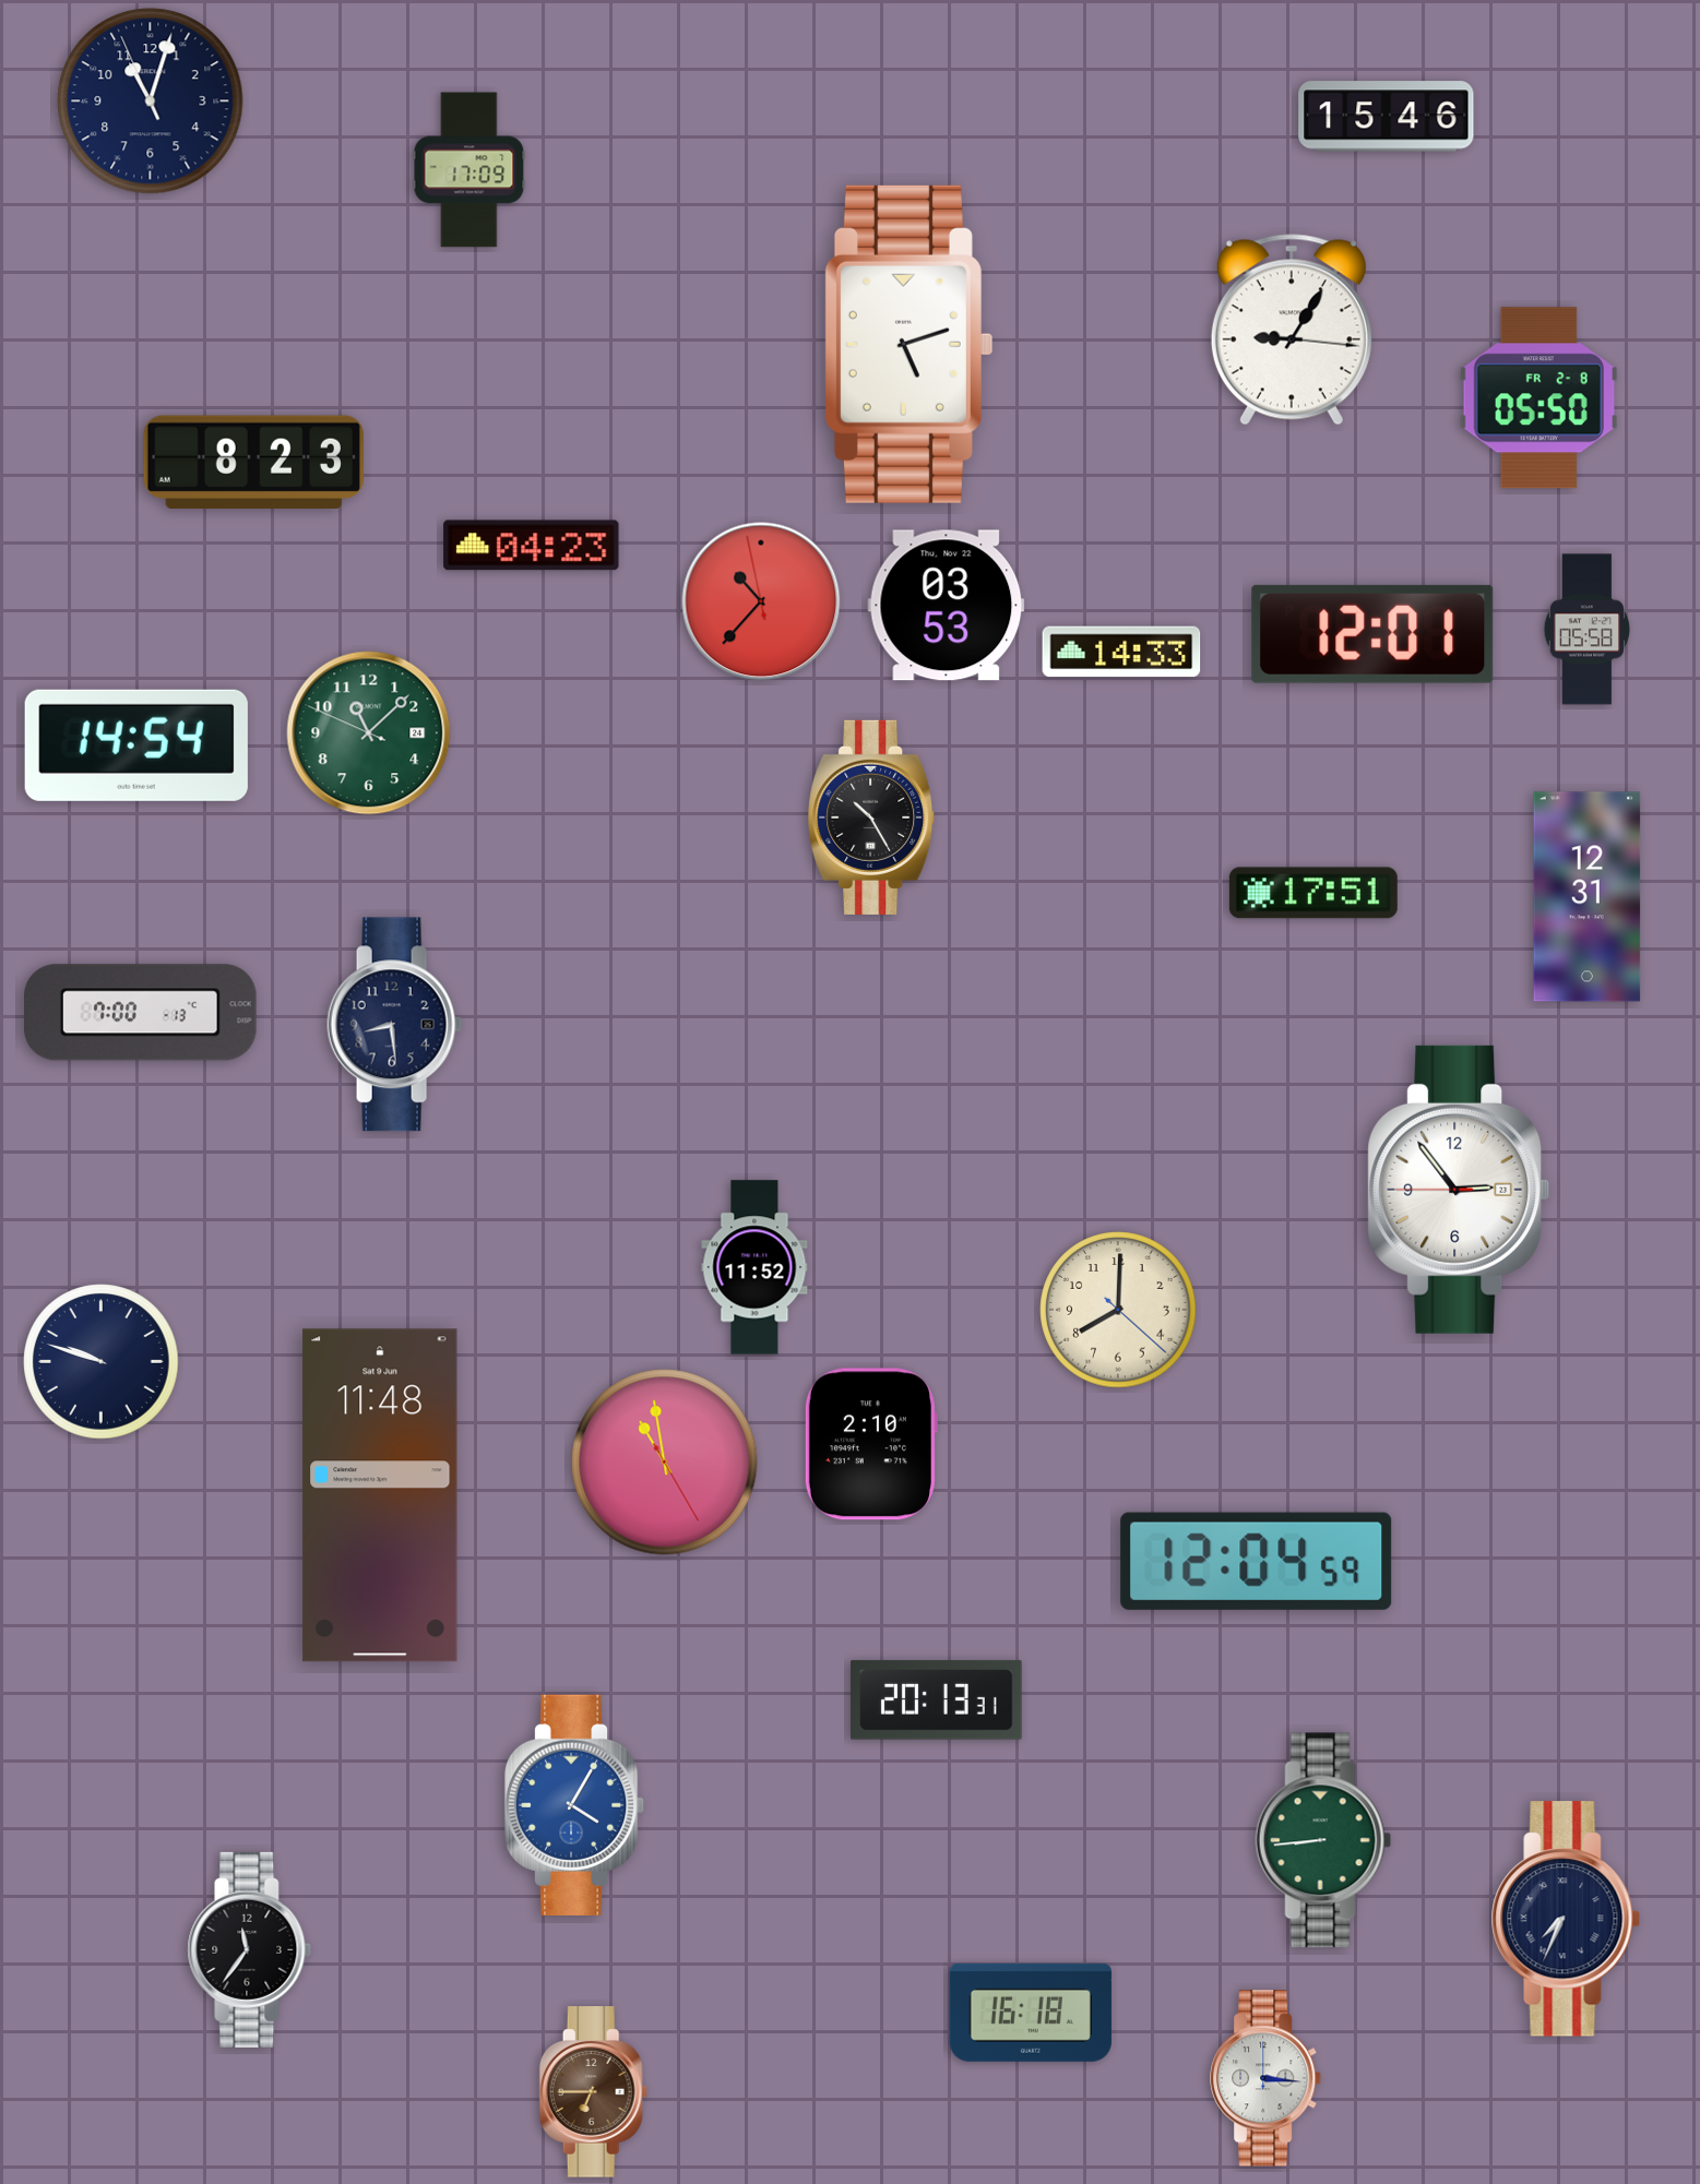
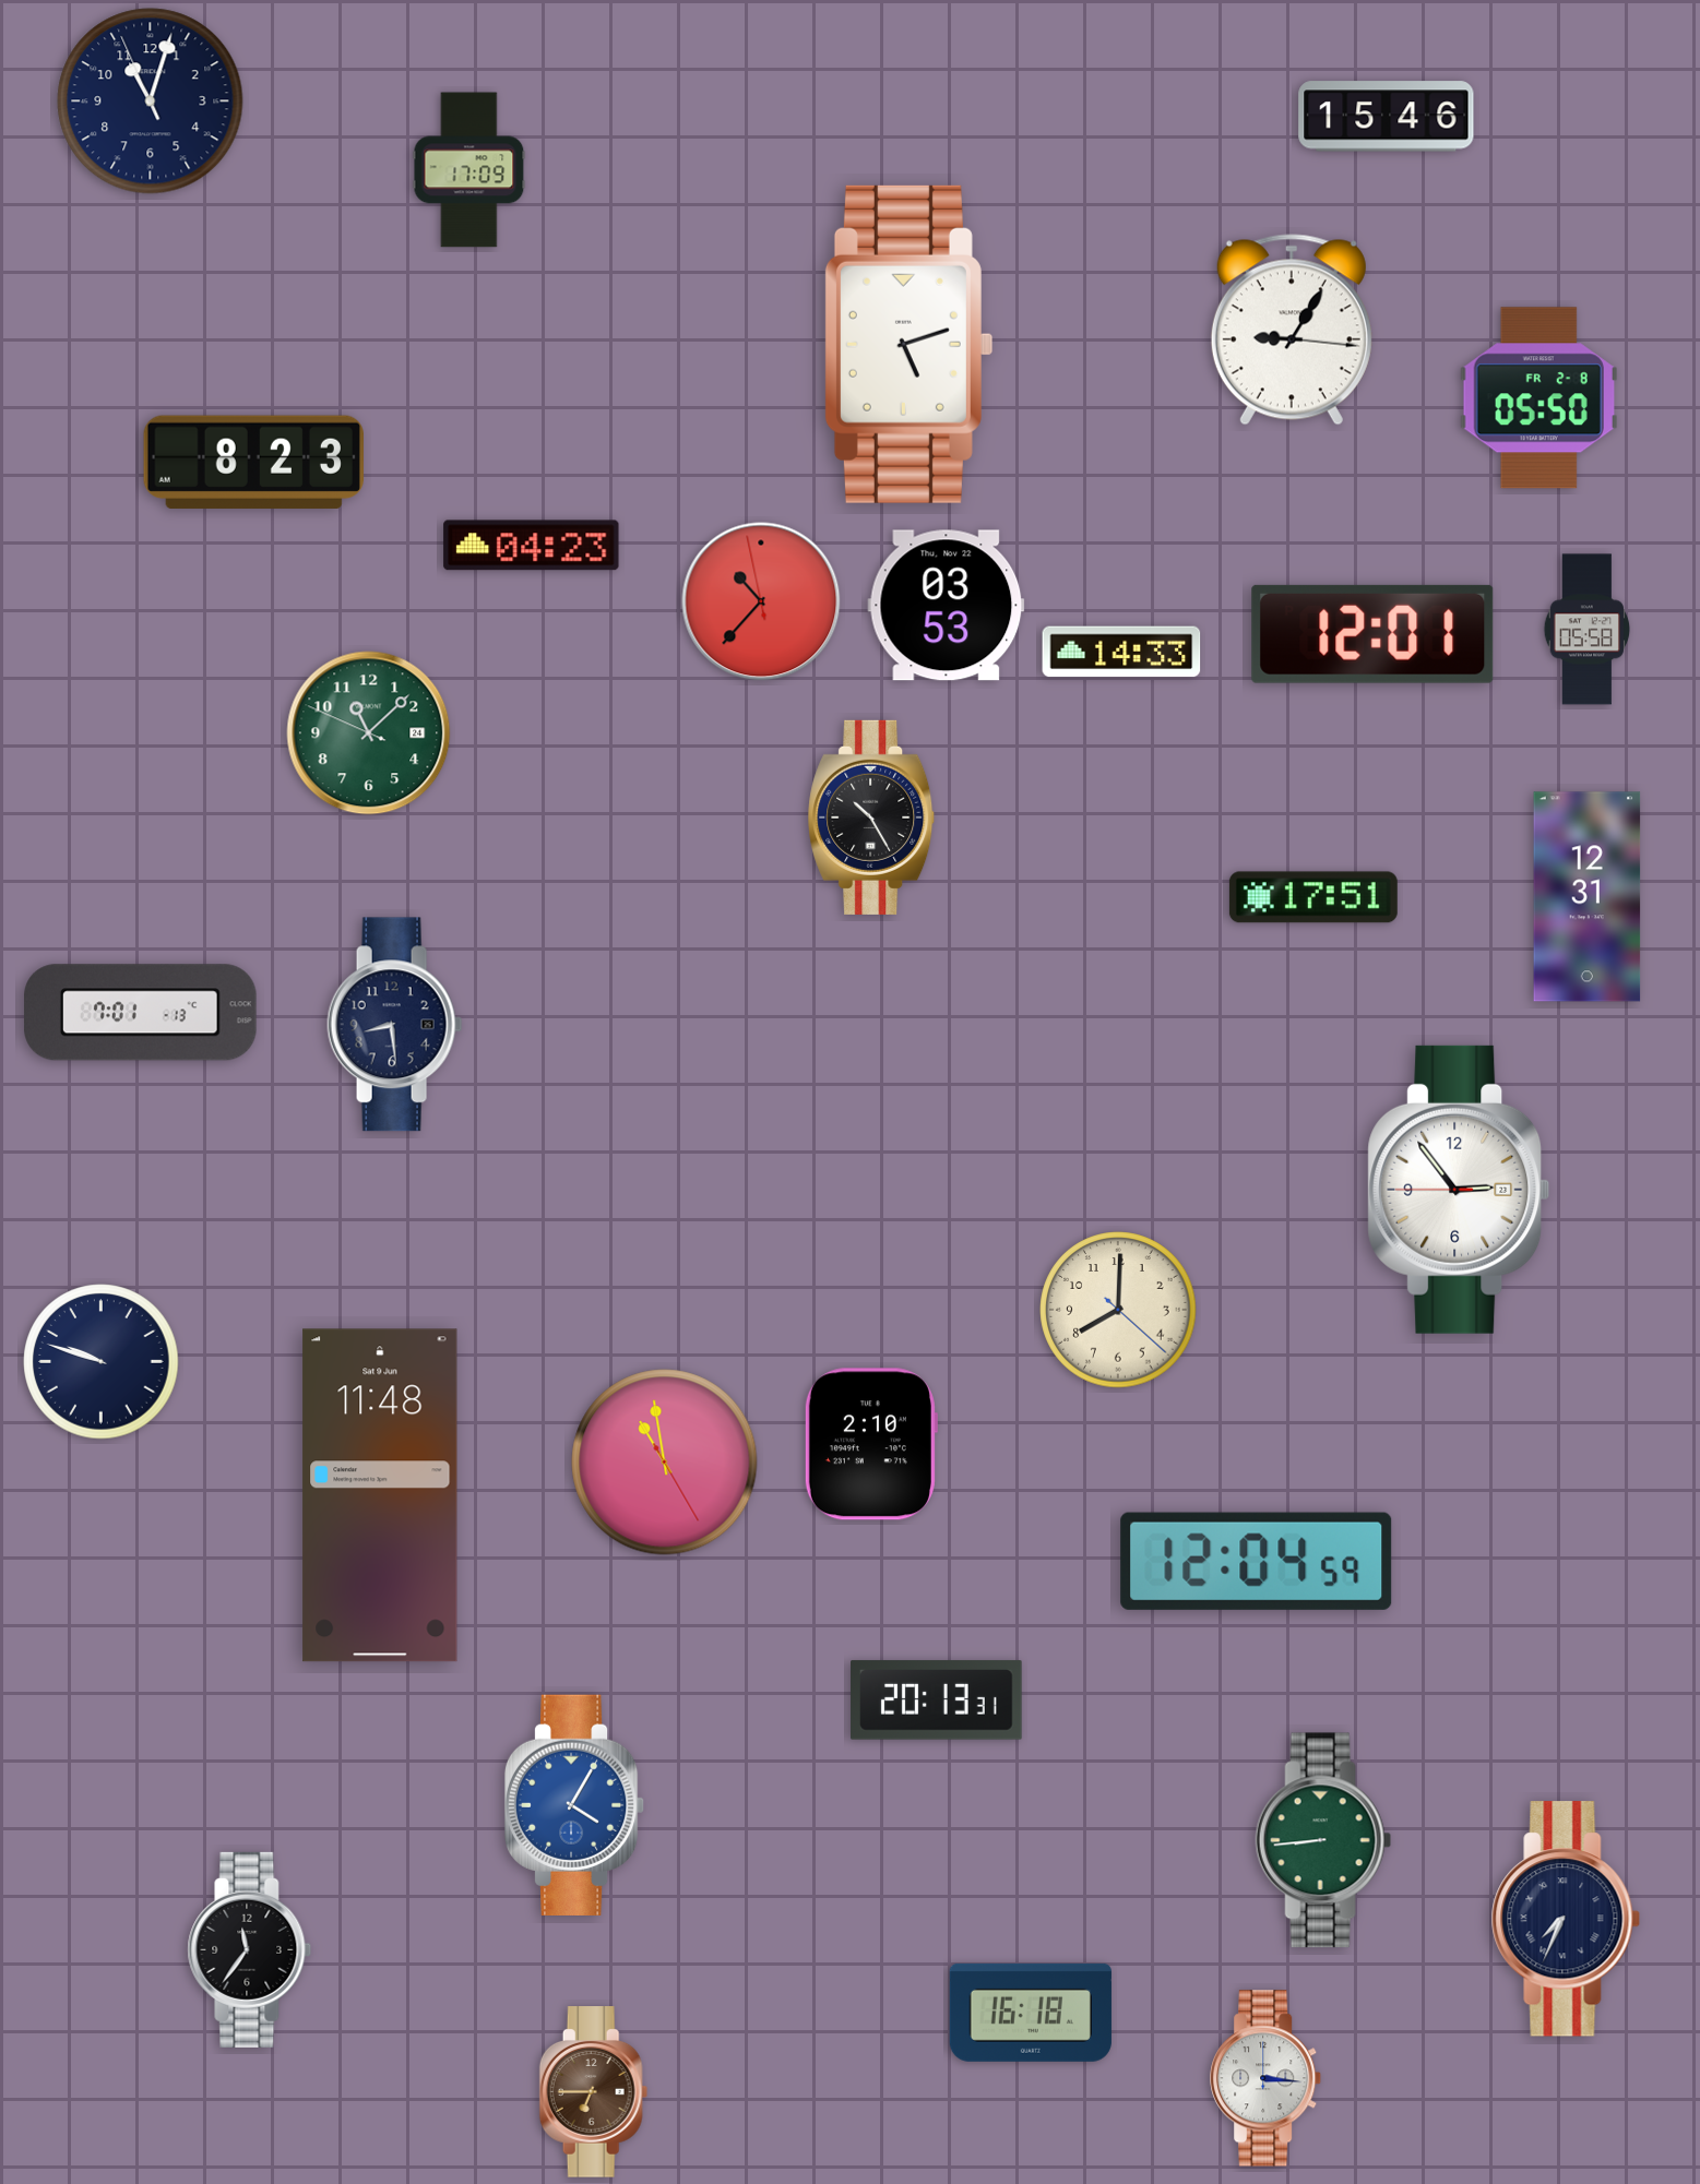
clock at (136, 745): 14:54 -> none
clock at (1313, 893) position: (1313, 893) -> (1313, 897)
clock at (141, 1013): 7:00 -> 7:01
clock at (754, 1267): 11:52 -> none
